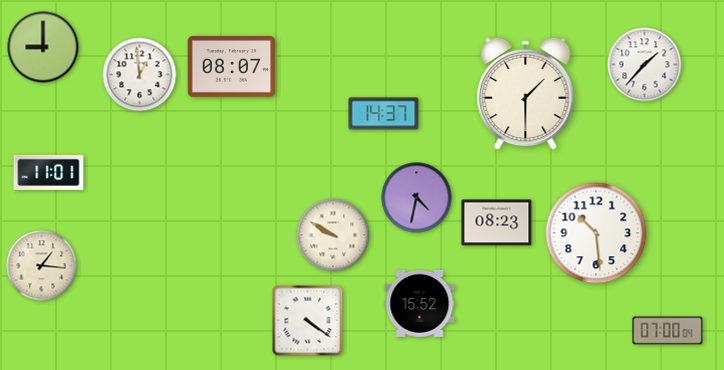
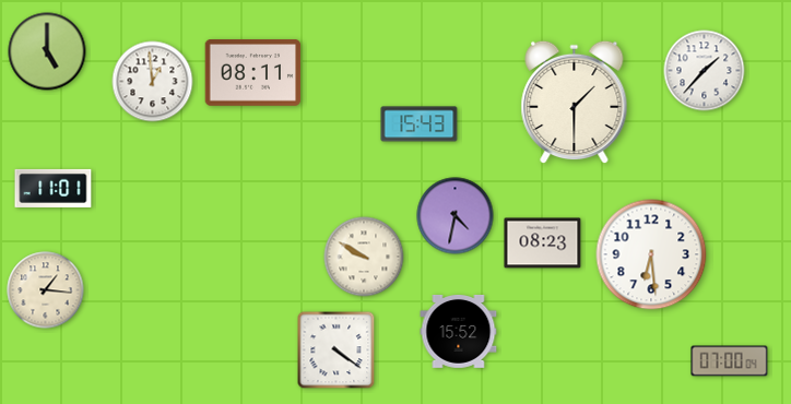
clock at (43, 47): 9:00 -> 5:00
clock at (232, 67): 08:07 -> 08:11
clock at (384, 114): 14:37 -> 15:43
clock at (596, 233): 10:29 -> 6:29
